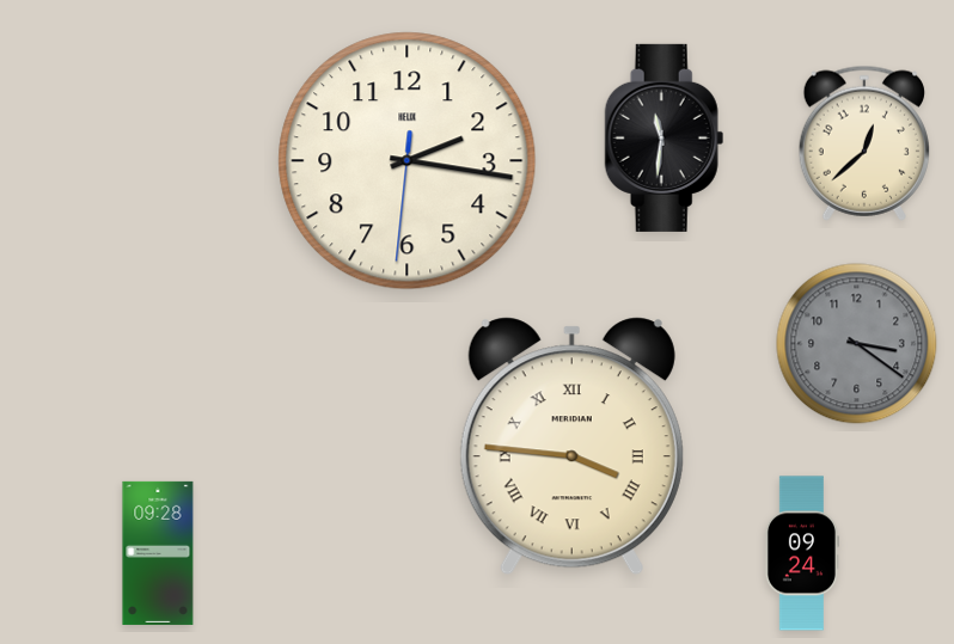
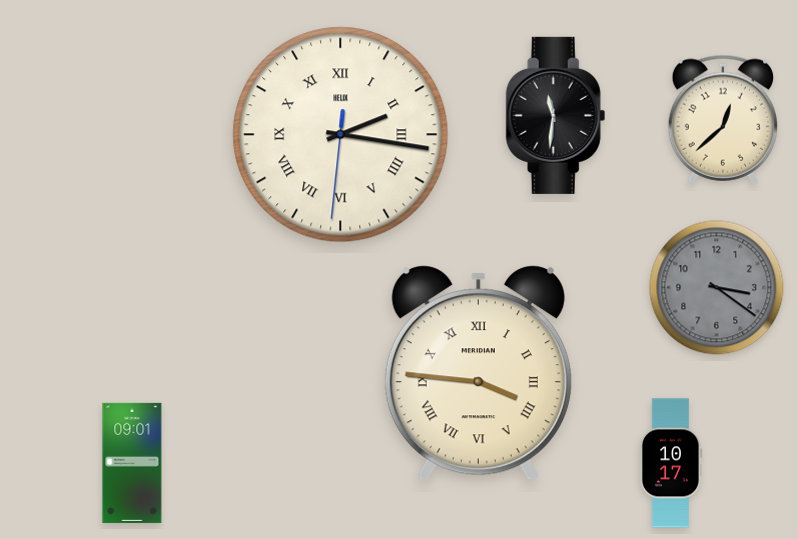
clock at (408, 161) numerals: Arabic -> Roman
clock at (158, 553): 09:28 -> 09:01
clock at (802, 553): 09:24 -> 10:17
